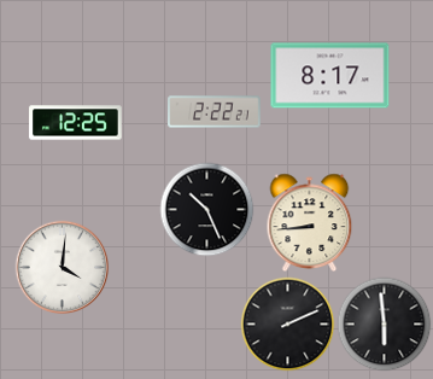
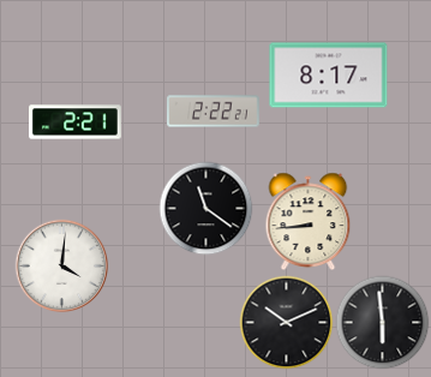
clock at (76, 123): 12:25 -> 2:21
clock at (206, 209): 10:26 -> 11:21
clock at (287, 323): 2:11 -> 10:11
